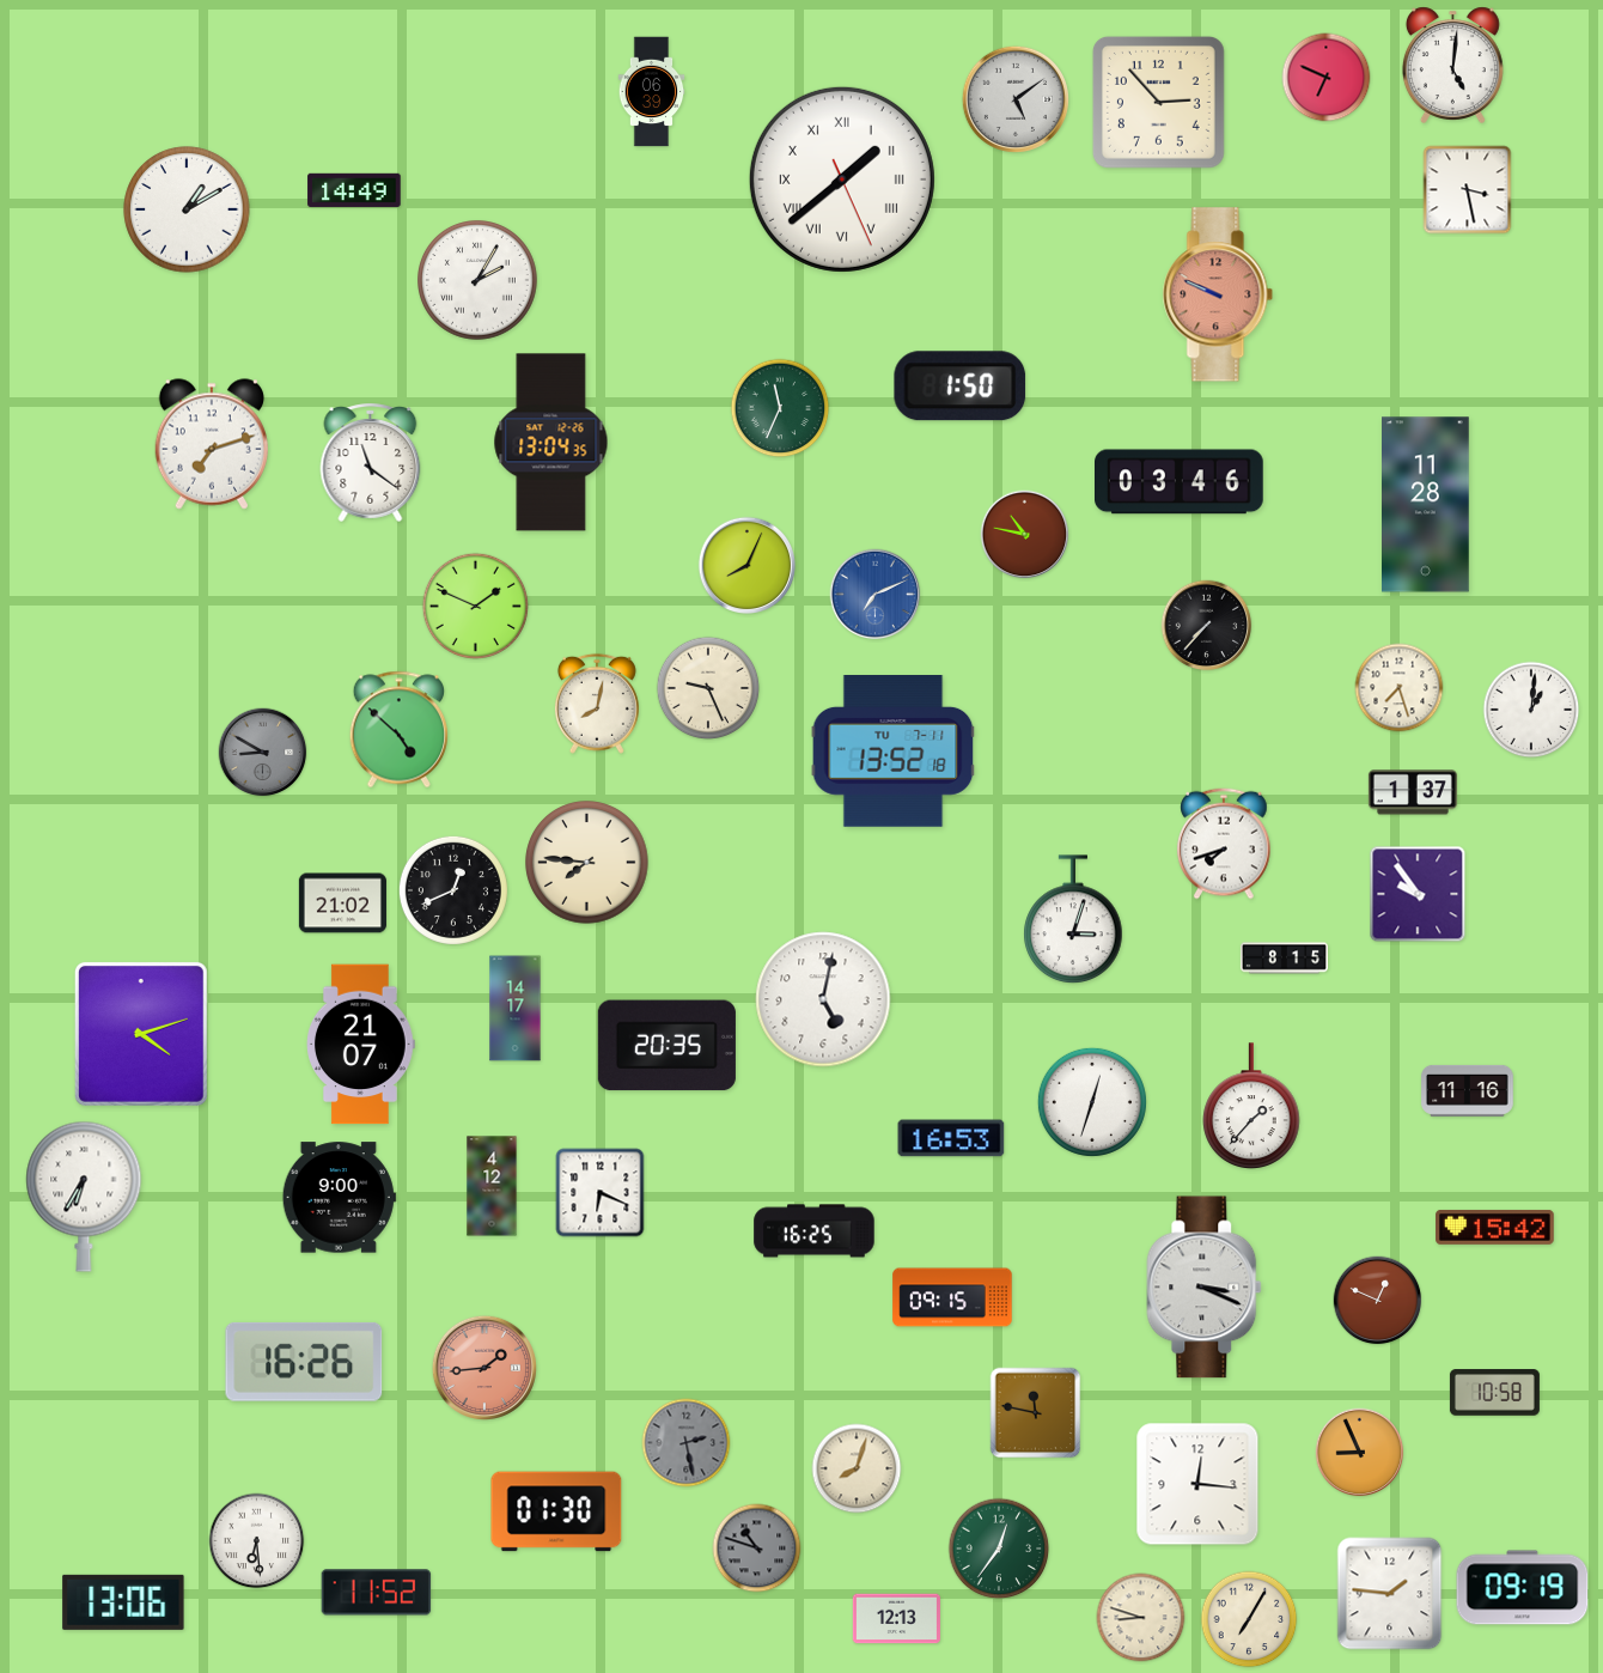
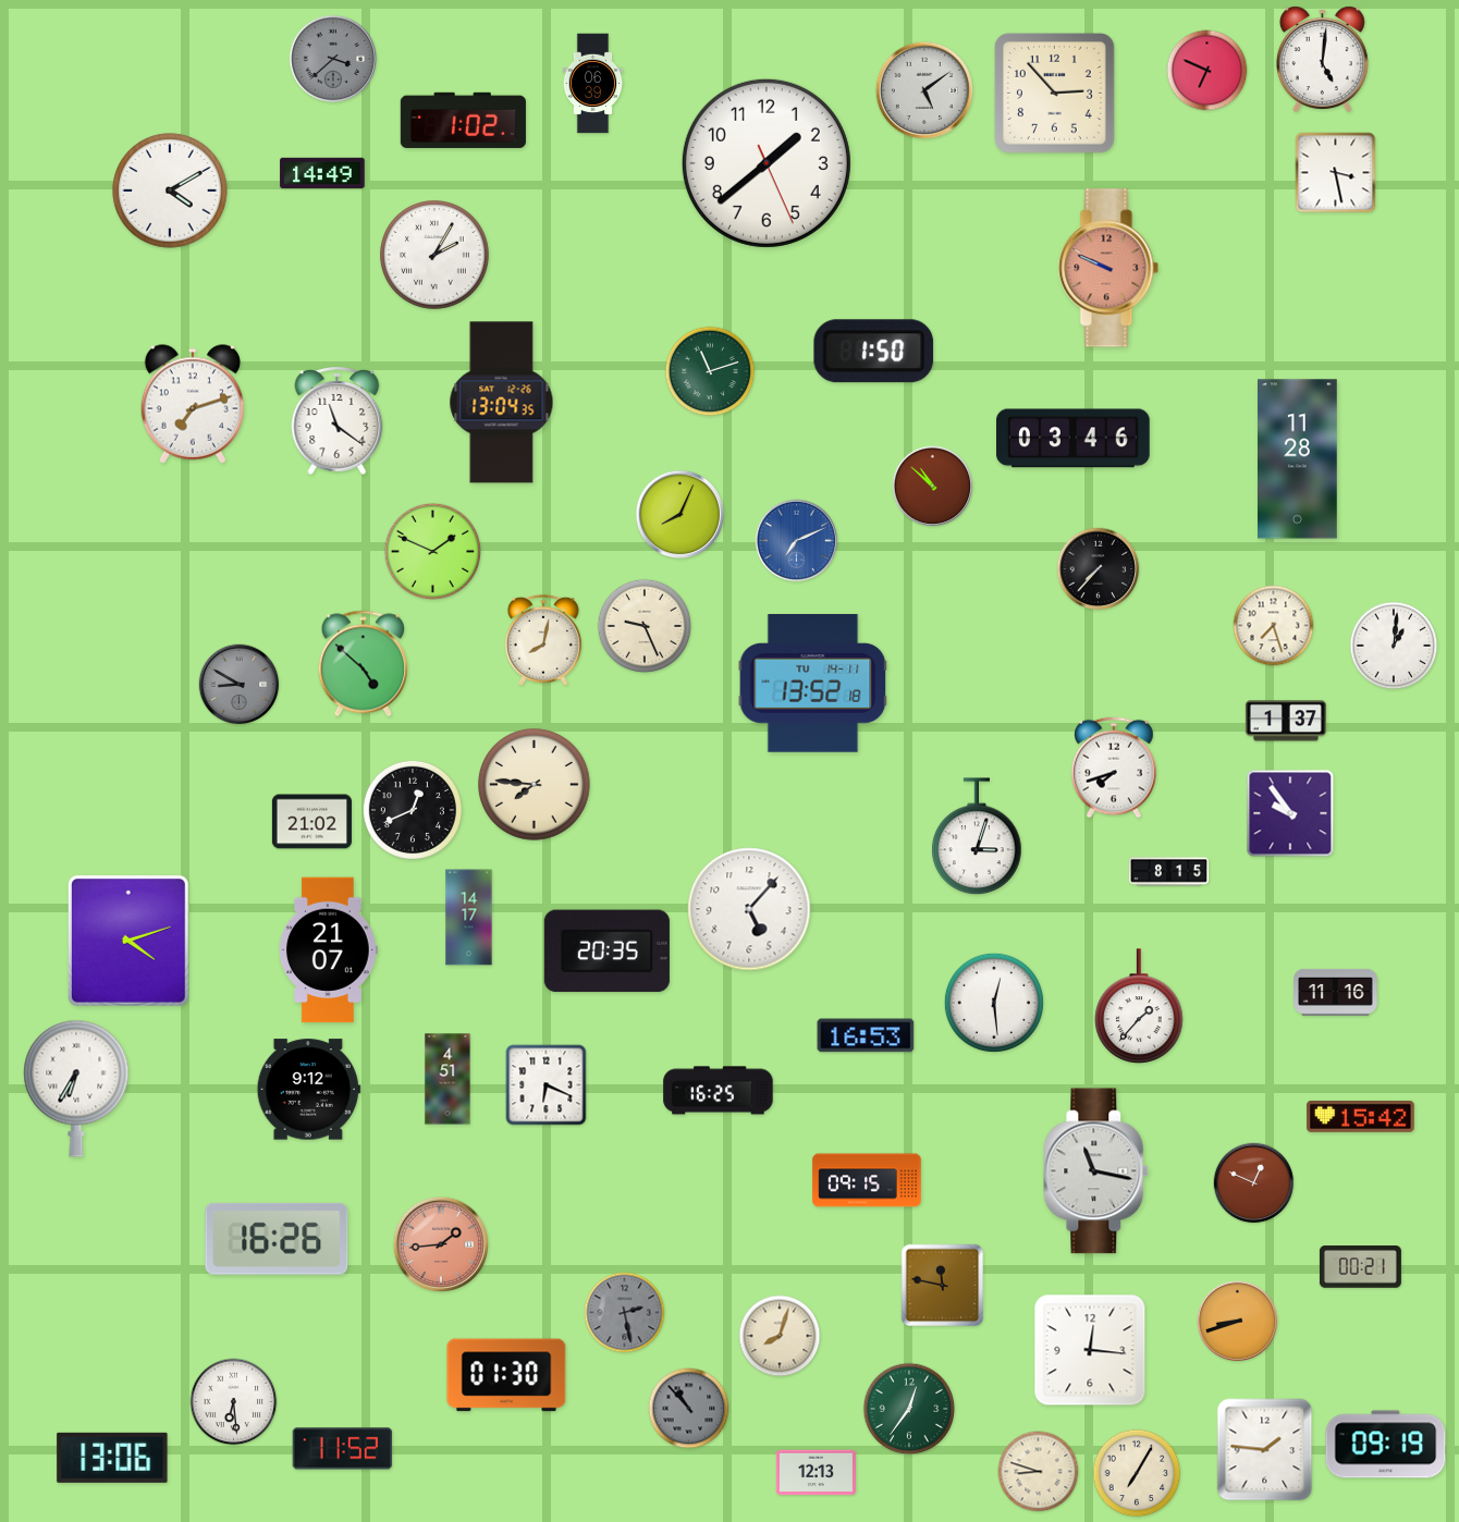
clock at (333, 59): none -> 3:38
clock at (463, 120): none -> 1:02
clock at (842, 180) numerals: Roman -> Arabic
clock at (187, 209): 1:10 -> 4:10
clock at (780, 408): 11:34 -> 11:12
clock at (1025, 535): 10:47 -> 10:52
clock at (894, 752) date: TU 7-11 -> TU 14-11
clock at (823, 999): 5:02 -> 5:07
clock at (1092, 1102): 12:33 -> 12:29
clock at (492, 1186): 4:12 -> 4:51
clock at (339, 1198): 9:00 -> 9:12
clock at (815, 1231) position: (815, 1231) -> (719, 1091)
clock at (1205, 1288): 3:19 -> 11:17
clock at (1494, 1393): 10:58 -> 00:21
clock at (1360, 1453): 8:56 -> 8:42
clock at (757, 1549): 10:48 -> 10:53
